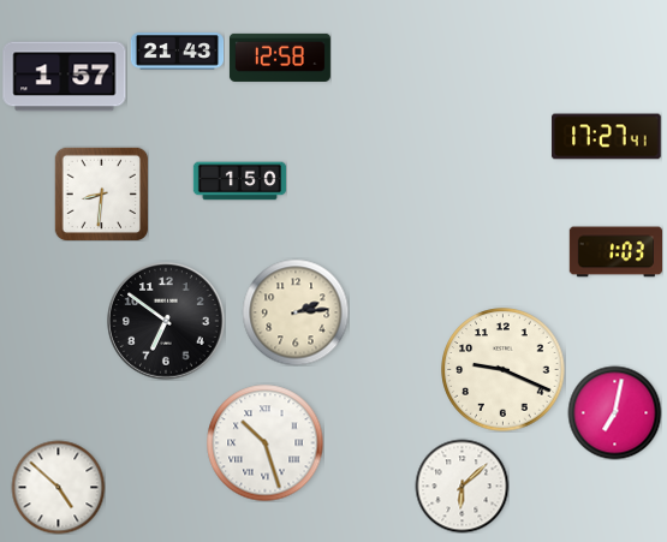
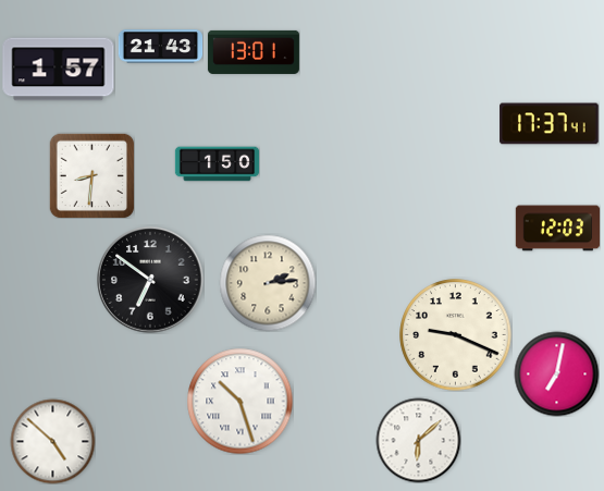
clock at (280, 58): 12:58 -> 13:01
clock at (607, 137): 17:27 -> 17:37
clock at (615, 252): 1:03 -> 12:03
clock at (166, 321) position: (166, 321) -> (150, 280)
